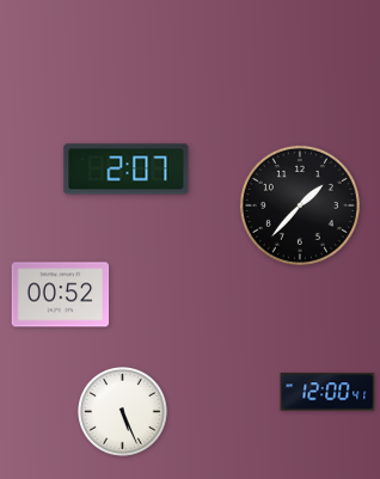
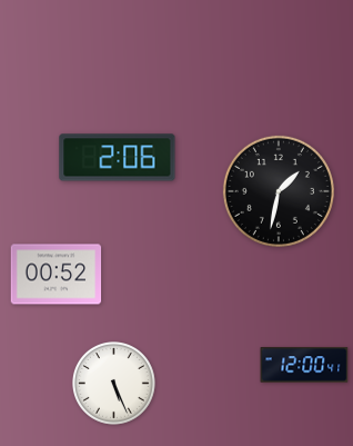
clock at (127, 170): 2:07 -> 2:06
clock at (300, 205): 1:37 -> 1:32
